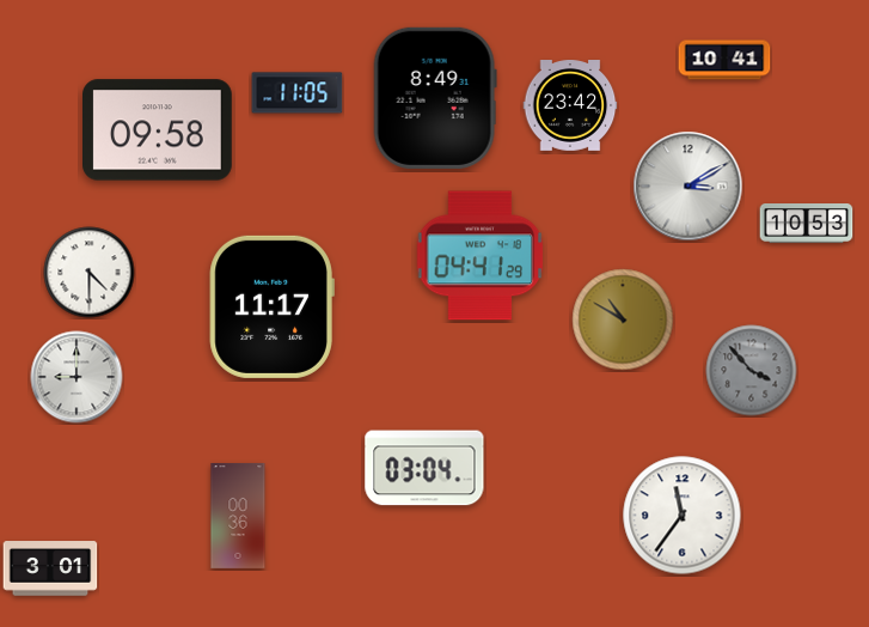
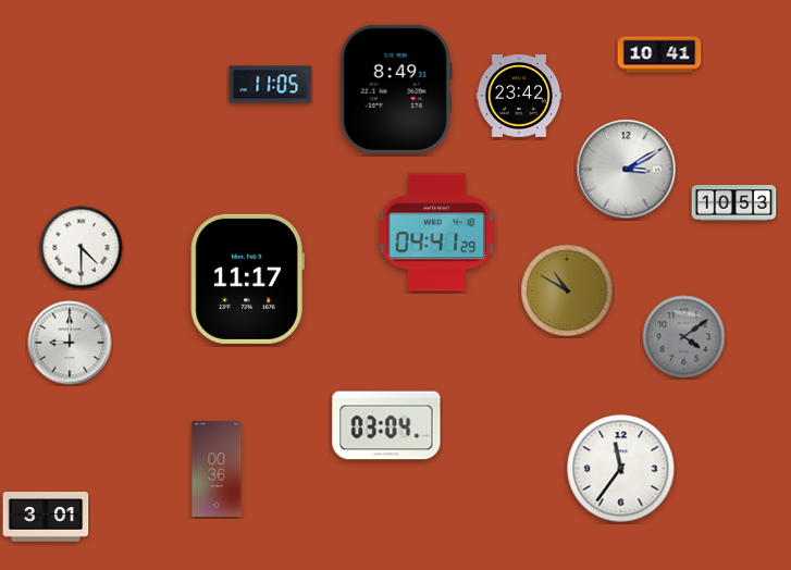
clock at (158, 130): 09:58 -> none
clock at (752, 371): 3:53 -> 4:09
